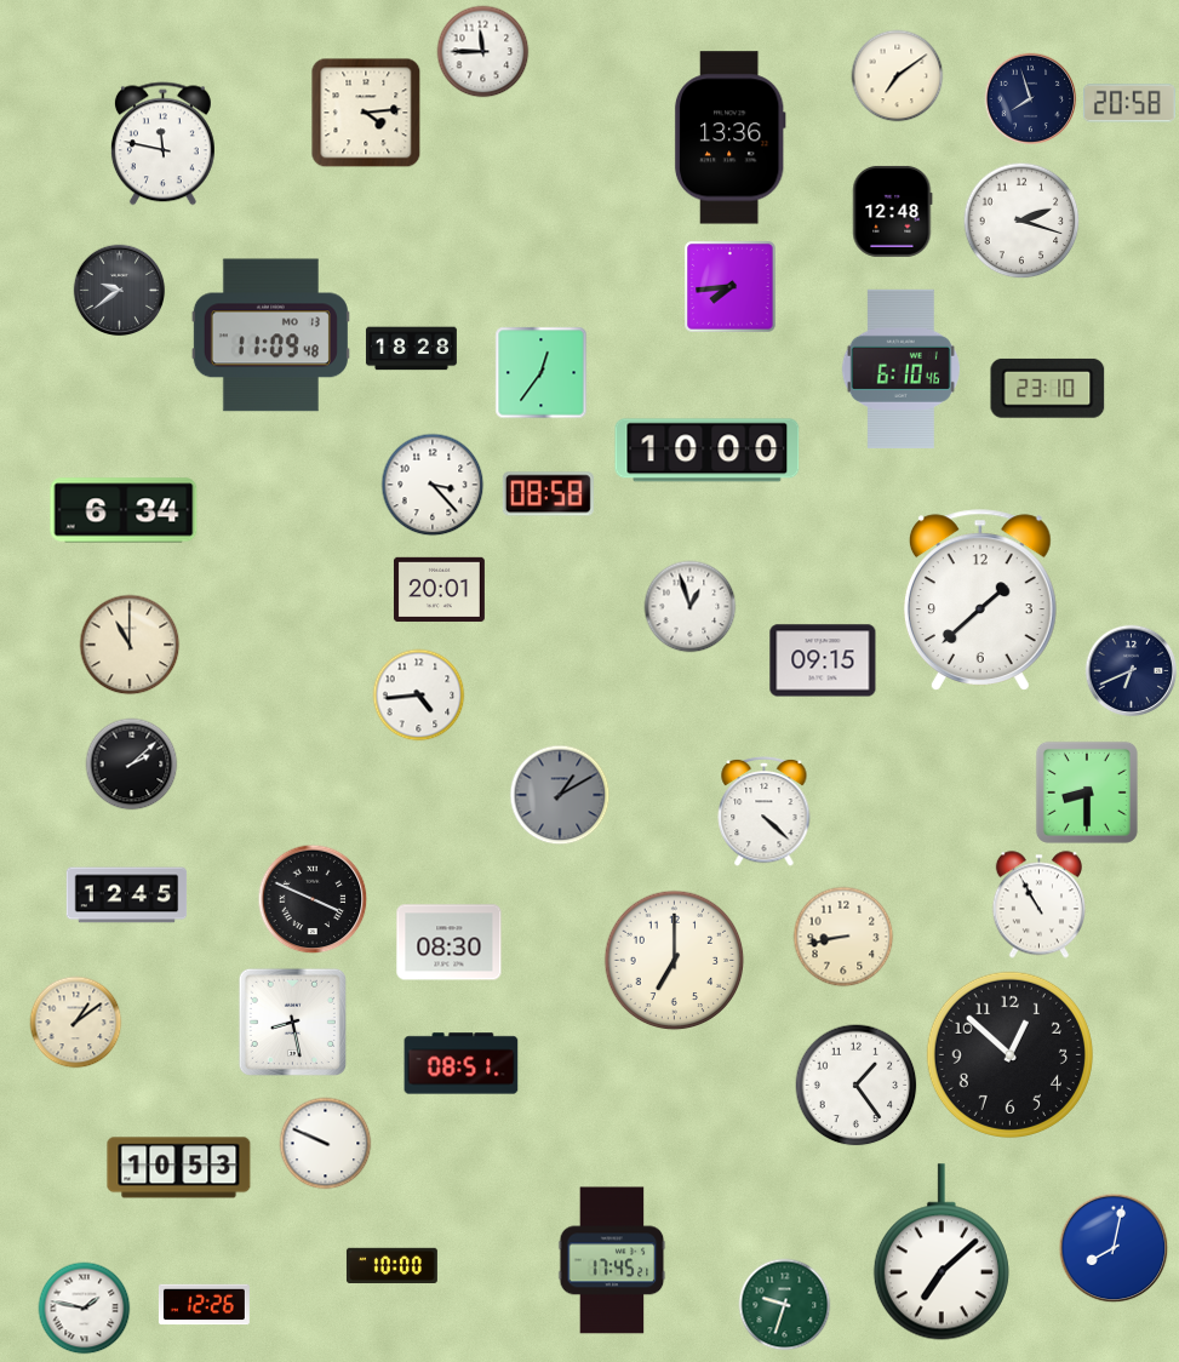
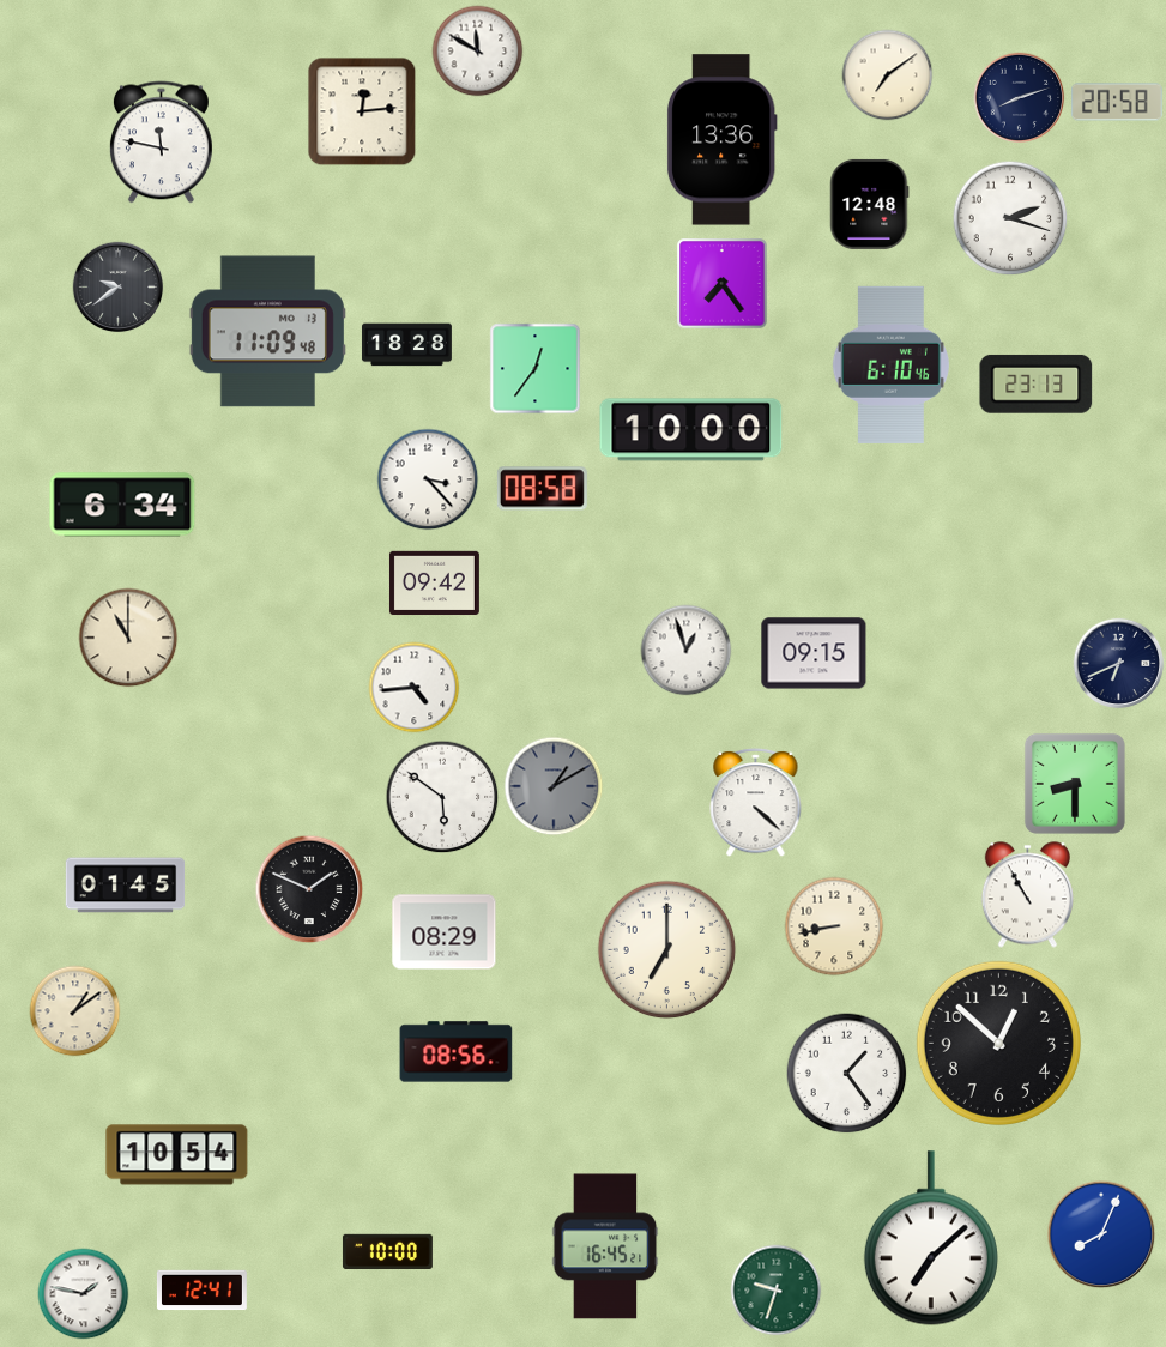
clock at (483, 52): 11:45 -> 11:50
clock at (1031, 99): 7:57 -> 8:12
clock at (366, 113): 4:14 -> 12:14
clock at (729, 138) position: (729, 138) -> (721, 140)
clock at (893, 211) position: (893, 211) -> (870, 204)
clock at (731, 287): 7:44 -> 7:24
clock at (1048, 388): 23:10 -> 23:13
clock at (708, 451) position: (708, 451) -> (691, 430)
clock at (439, 590): 20:01 -> 09:42
clock at (980, 600): 1:38 -> none
clock at (691, 607) position: (691, 607) -> (687, 651)
clock at (132, 765): 2:08 -> none
clock at (442, 797): none -> 5:51
clock at (127, 895): 12:45 -> 01:45
clock at (313, 899): 3:49 -> 1:49
clock at (450, 943): 08:30 -> 08:29
clock at (292, 1021): 8:28 -> none
clock at (462, 1064): 08:51 -> 08:56
clock at (326, 1144): 9:49 -> none
clock at (179, 1168): 10:53 -> 10:54
clock at (1114, 1248): 8:02 -> 8:04
clock at (612, 1260): 17:45 -> 16:45
clock at (204, 1305): 12:26 -> 12:41
